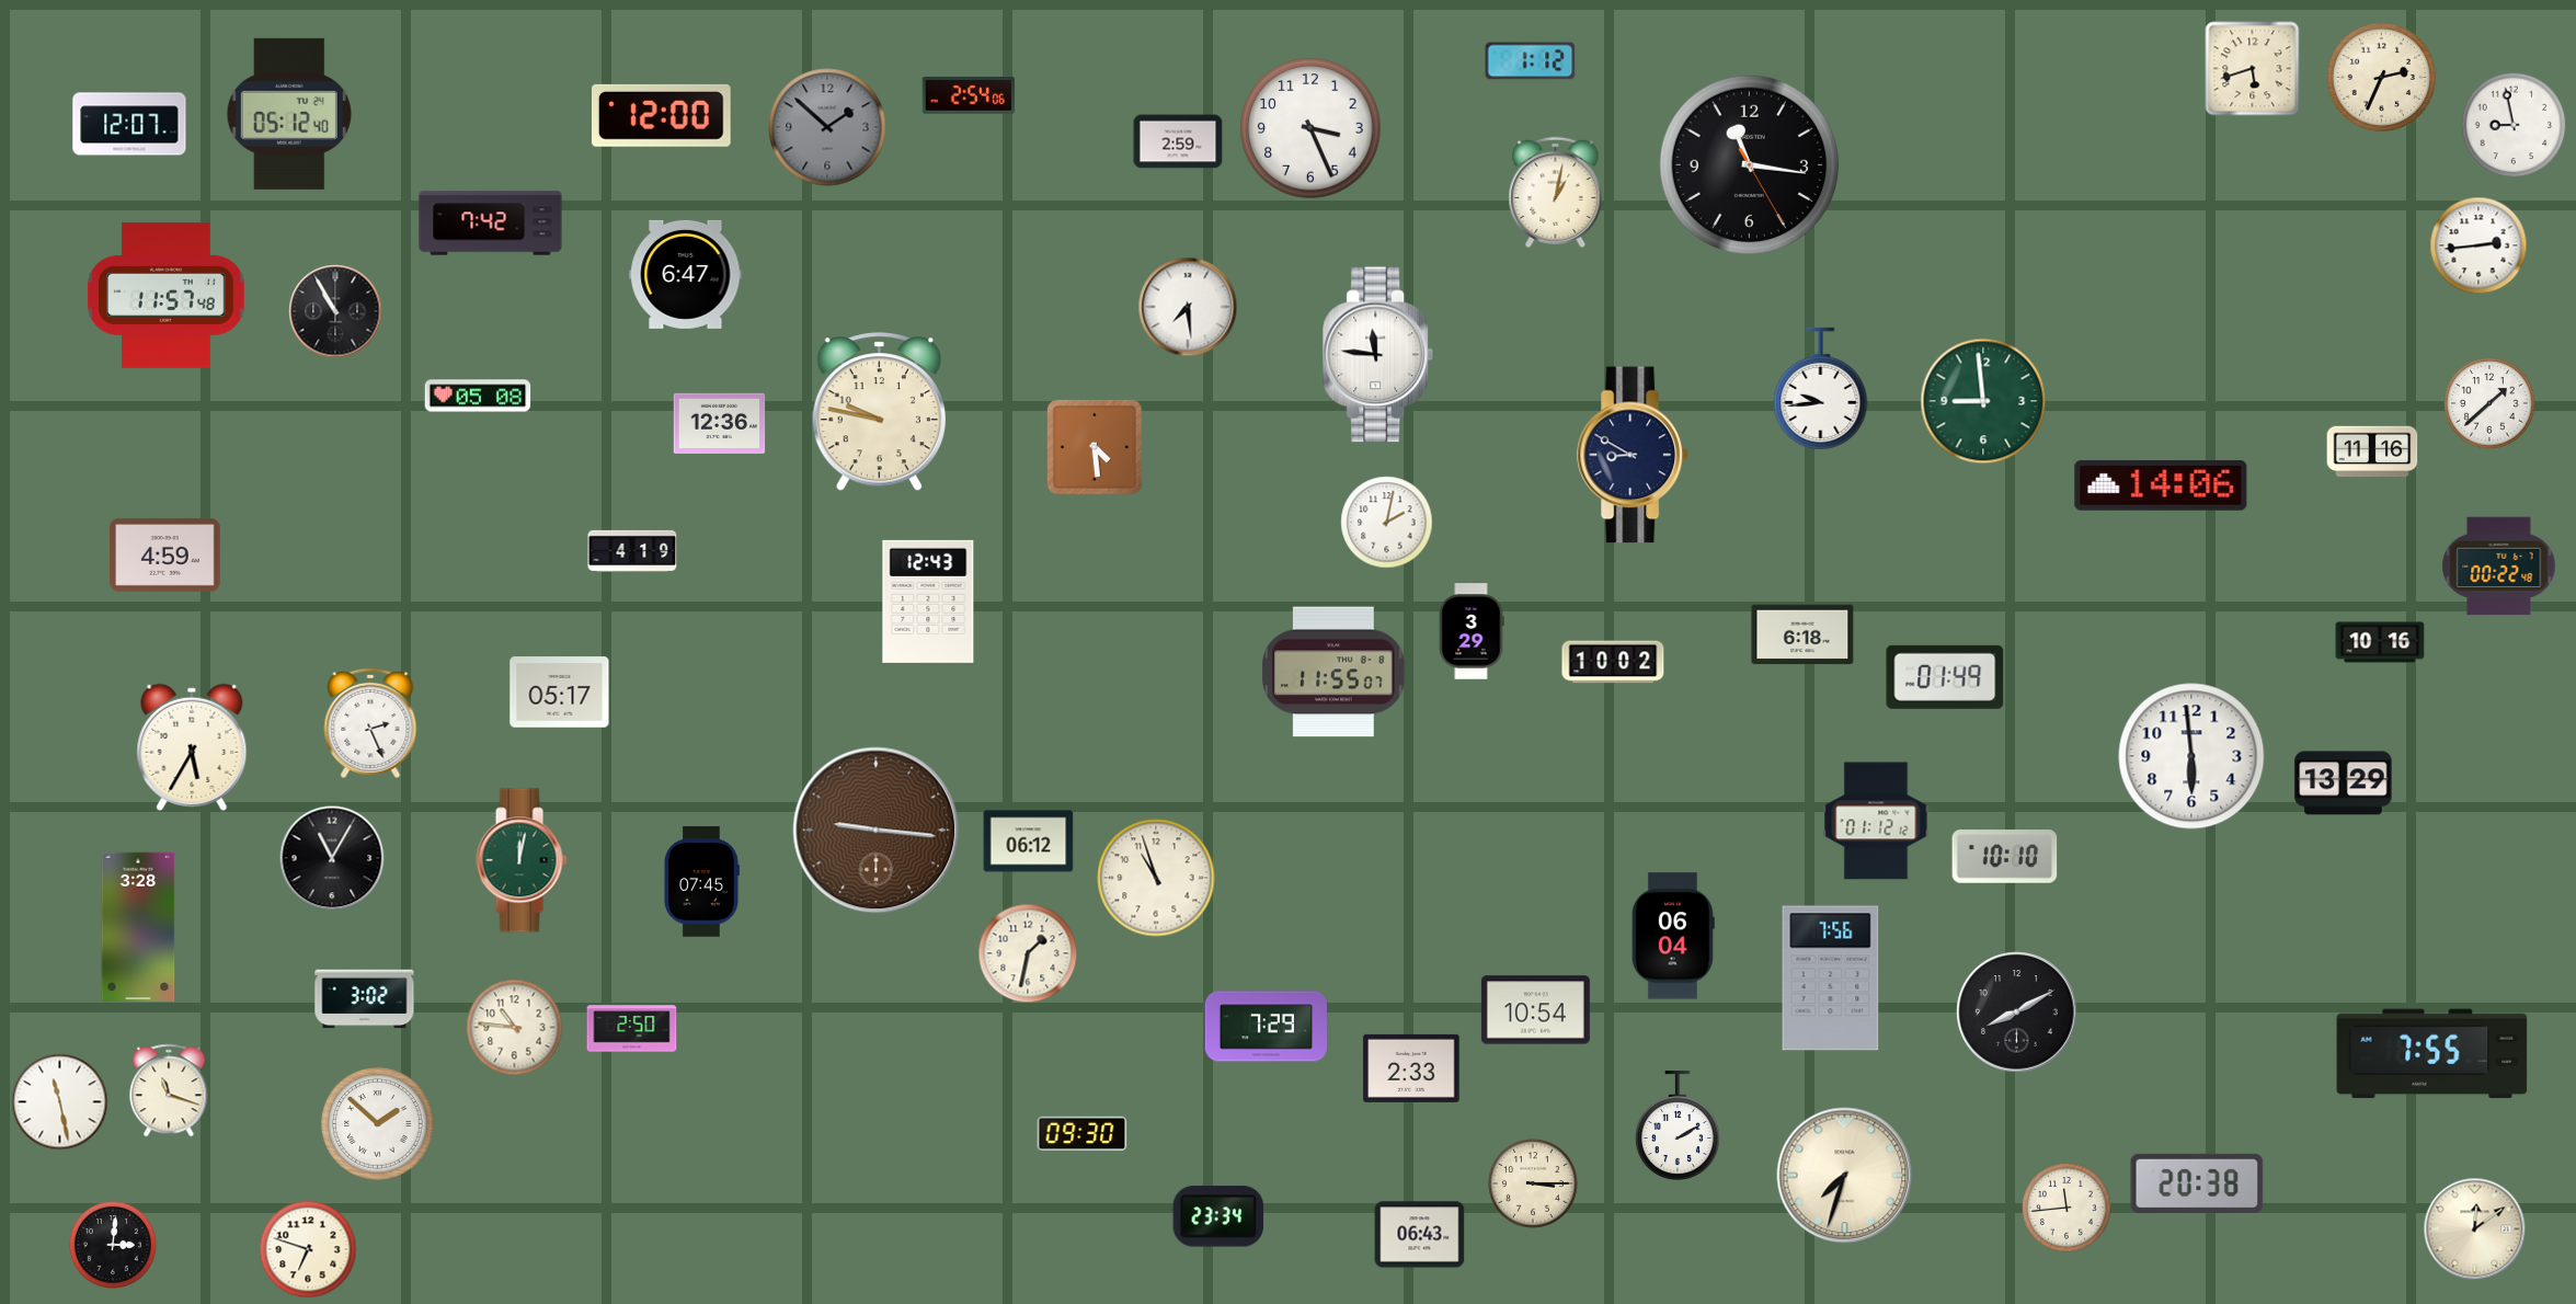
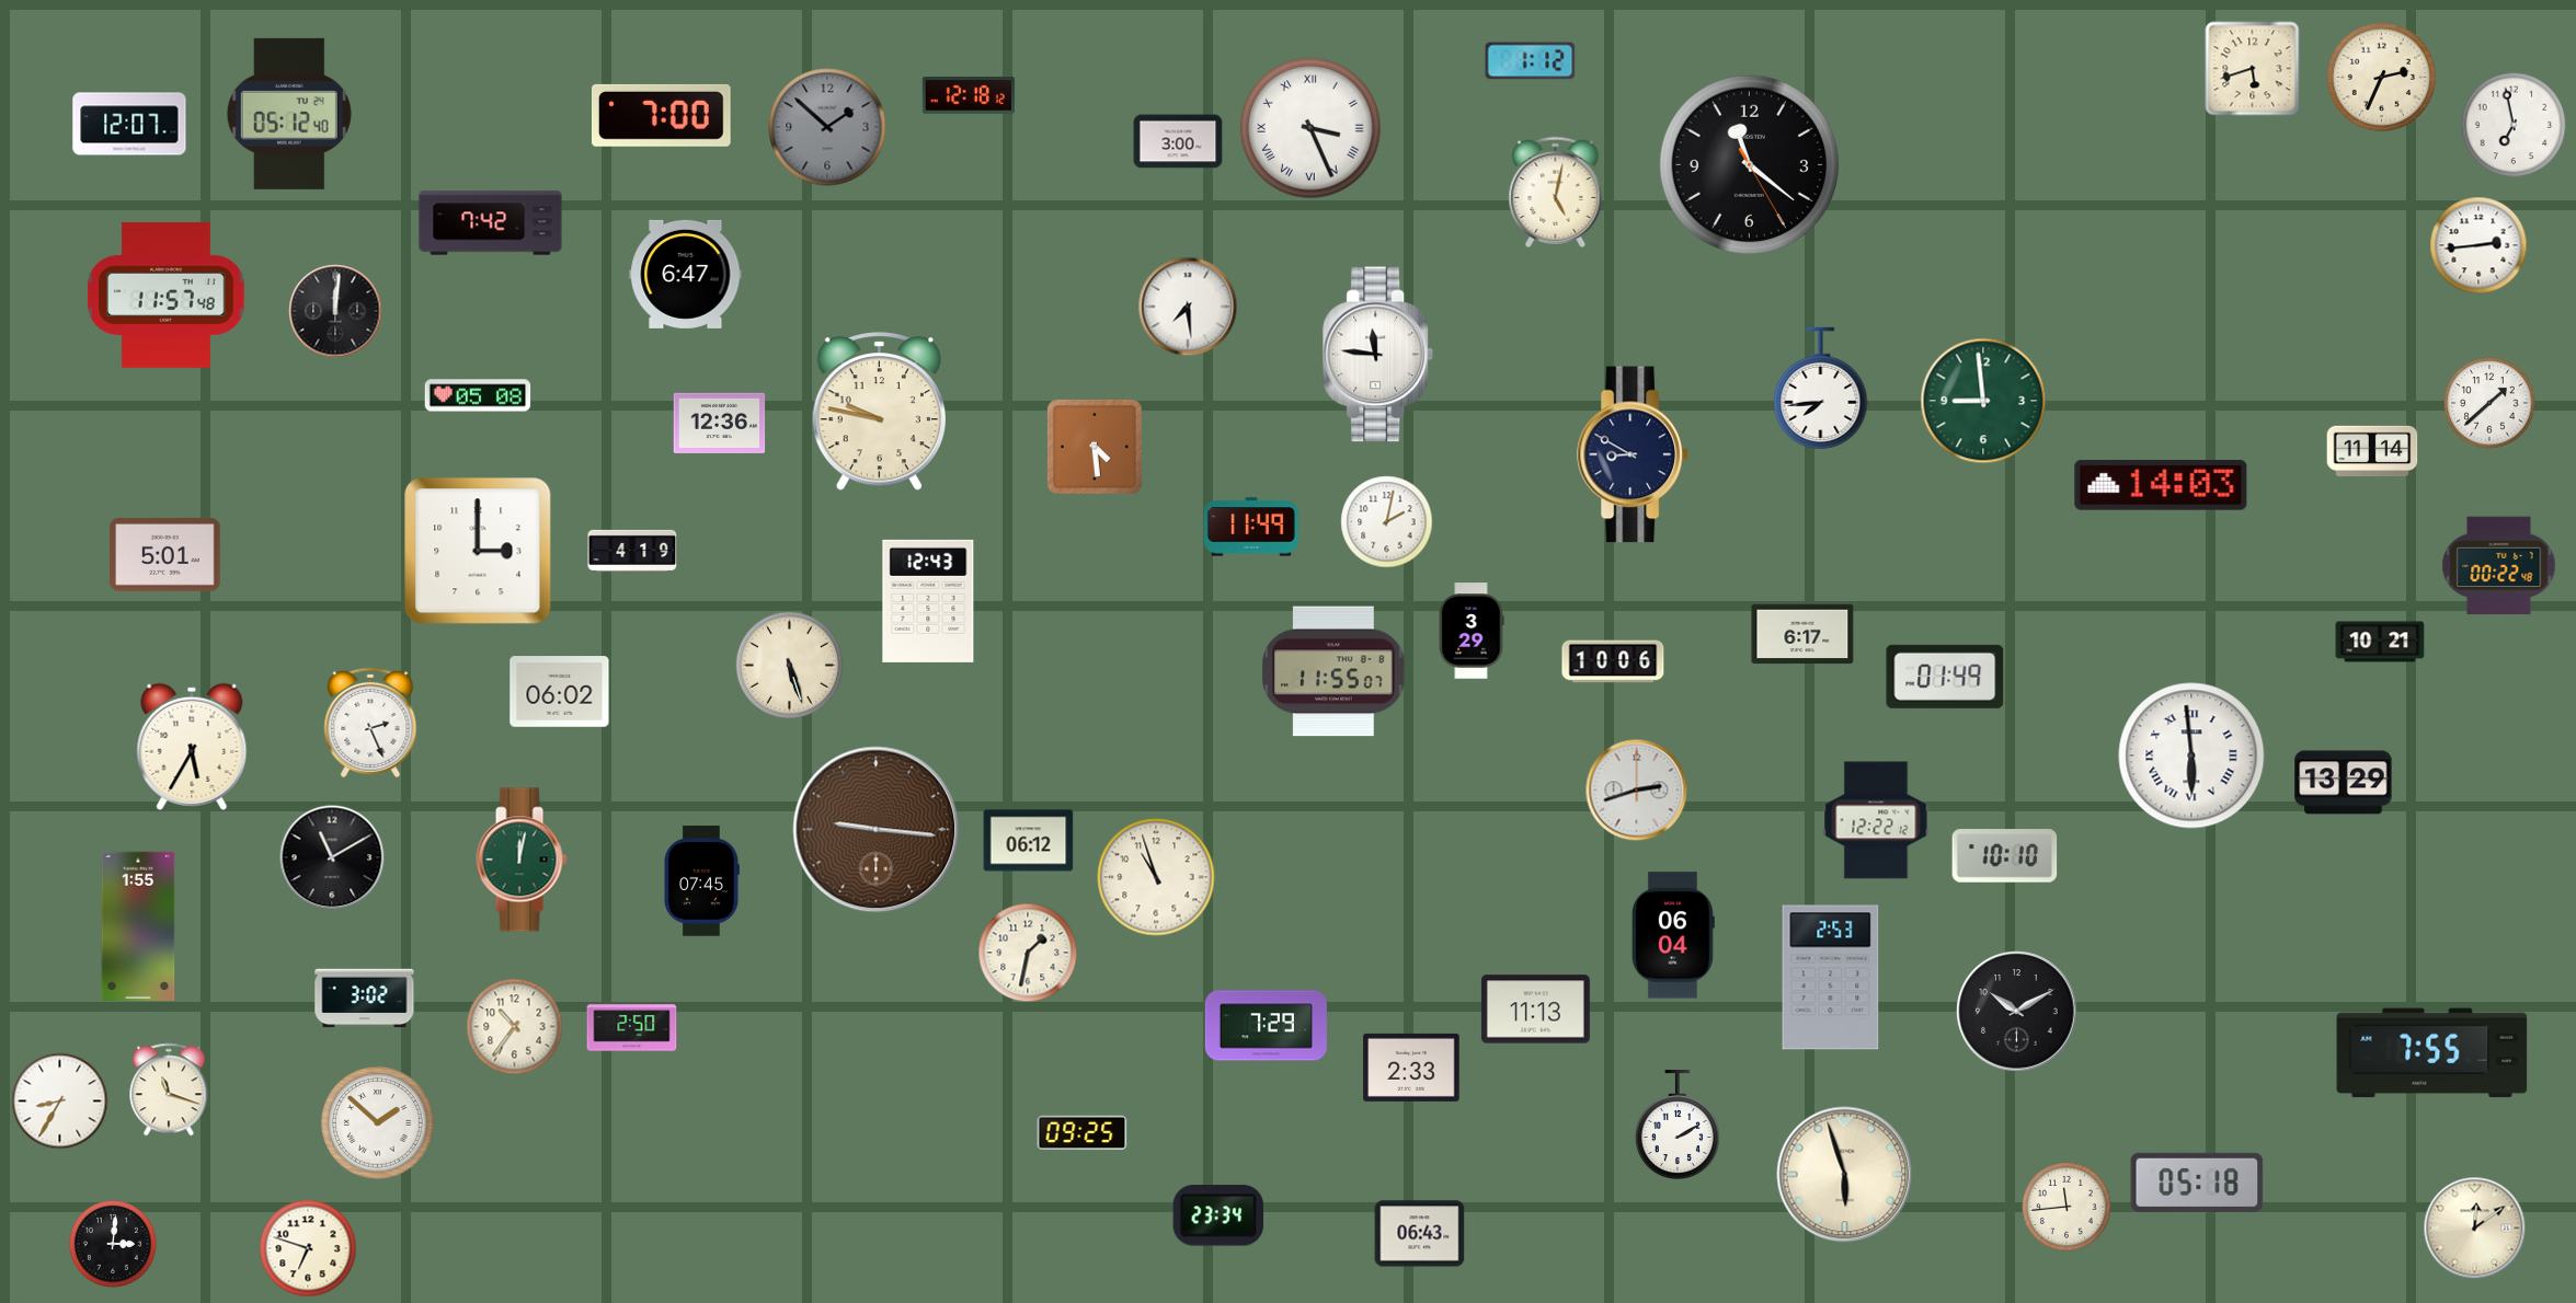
clock at (969, 96): 2:54 -> 12:18
clock at (661, 115): 12:00 -> 7:00
clock at (2514, 125): 8:58 -> 6:58
clock at (1310, 128) numerals: Arabic -> Roman
clock at (1178, 141): 2:59 -> 3:00
clock at (1749, 164): 11:16 -> 11:21
clock at (1556, 192): 1:02 -> 5:02
clock at (335, 311): 10:55 -> 12:01
clock at (1821, 389): 9:44 -> 7:44
clock at (2372, 451): 11:16 -> 11:14
clock at (2161, 487): 14:06 -> 14:03
clock at (1251, 527): none -> 11:49
clock at (478, 551): none -> 3:00
clock at (165, 556): 4:59 -> 5:01
clock at (1802, 634): 6:18 -> 6:17
clock at (2380, 642): 10:16 -> 10:21
clock at (1613, 662): 10:02 -> 10:06
clock at (790, 666): none -> 5:27
clock at (560, 693): 05:17 -> 06:02
clock at (2191, 756) numerals: Arabic -> Roman
clock at (1637, 791): none -> 2:42
clock at (1876, 821): 01:12 -> 12:22
clock at (332, 858): 11:05 -> 11:10
clock at (138, 927): 3:28 -> 1:55
clock at (1831, 979): 7:56 -> 2:53
clock at (1535, 1010): 10:54 -> 11:13
clock at (2017, 1013): 8:10 -> 10:10
clock at (515, 1028): 10:46 -> 10:36
clock at (60, 1102): 11:28 -> 8:35
clock at (1083, 1134): 09:30 -> 09:25
clock at (1845, 1176): 7:33 -> 5:57
clock at (1533, 1183): 3:15 -> none
clock at (2197, 1183): 20:38 -> 05:18
